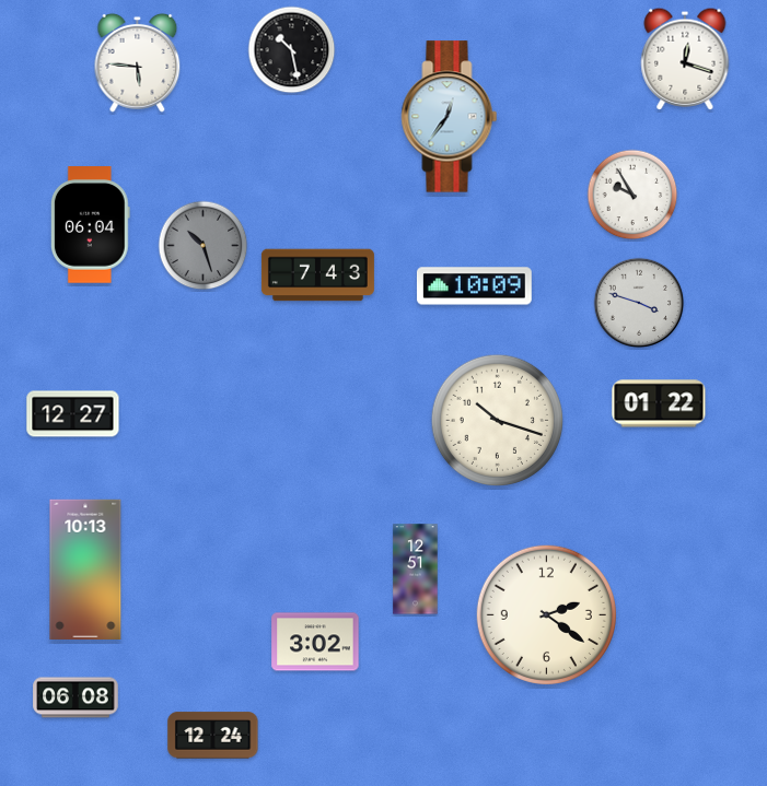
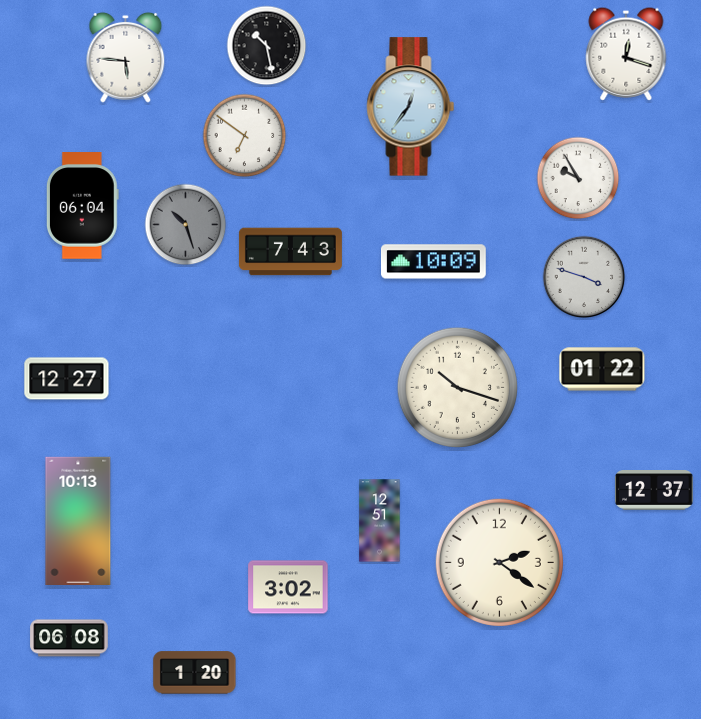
clock at (245, 136): none -> 6:51
clock at (497, 420) position: (497, 420) -> (457, 387)
clock at (654, 491): none -> 12:37
clock at (213, 736): 12:24 -> 1:20
